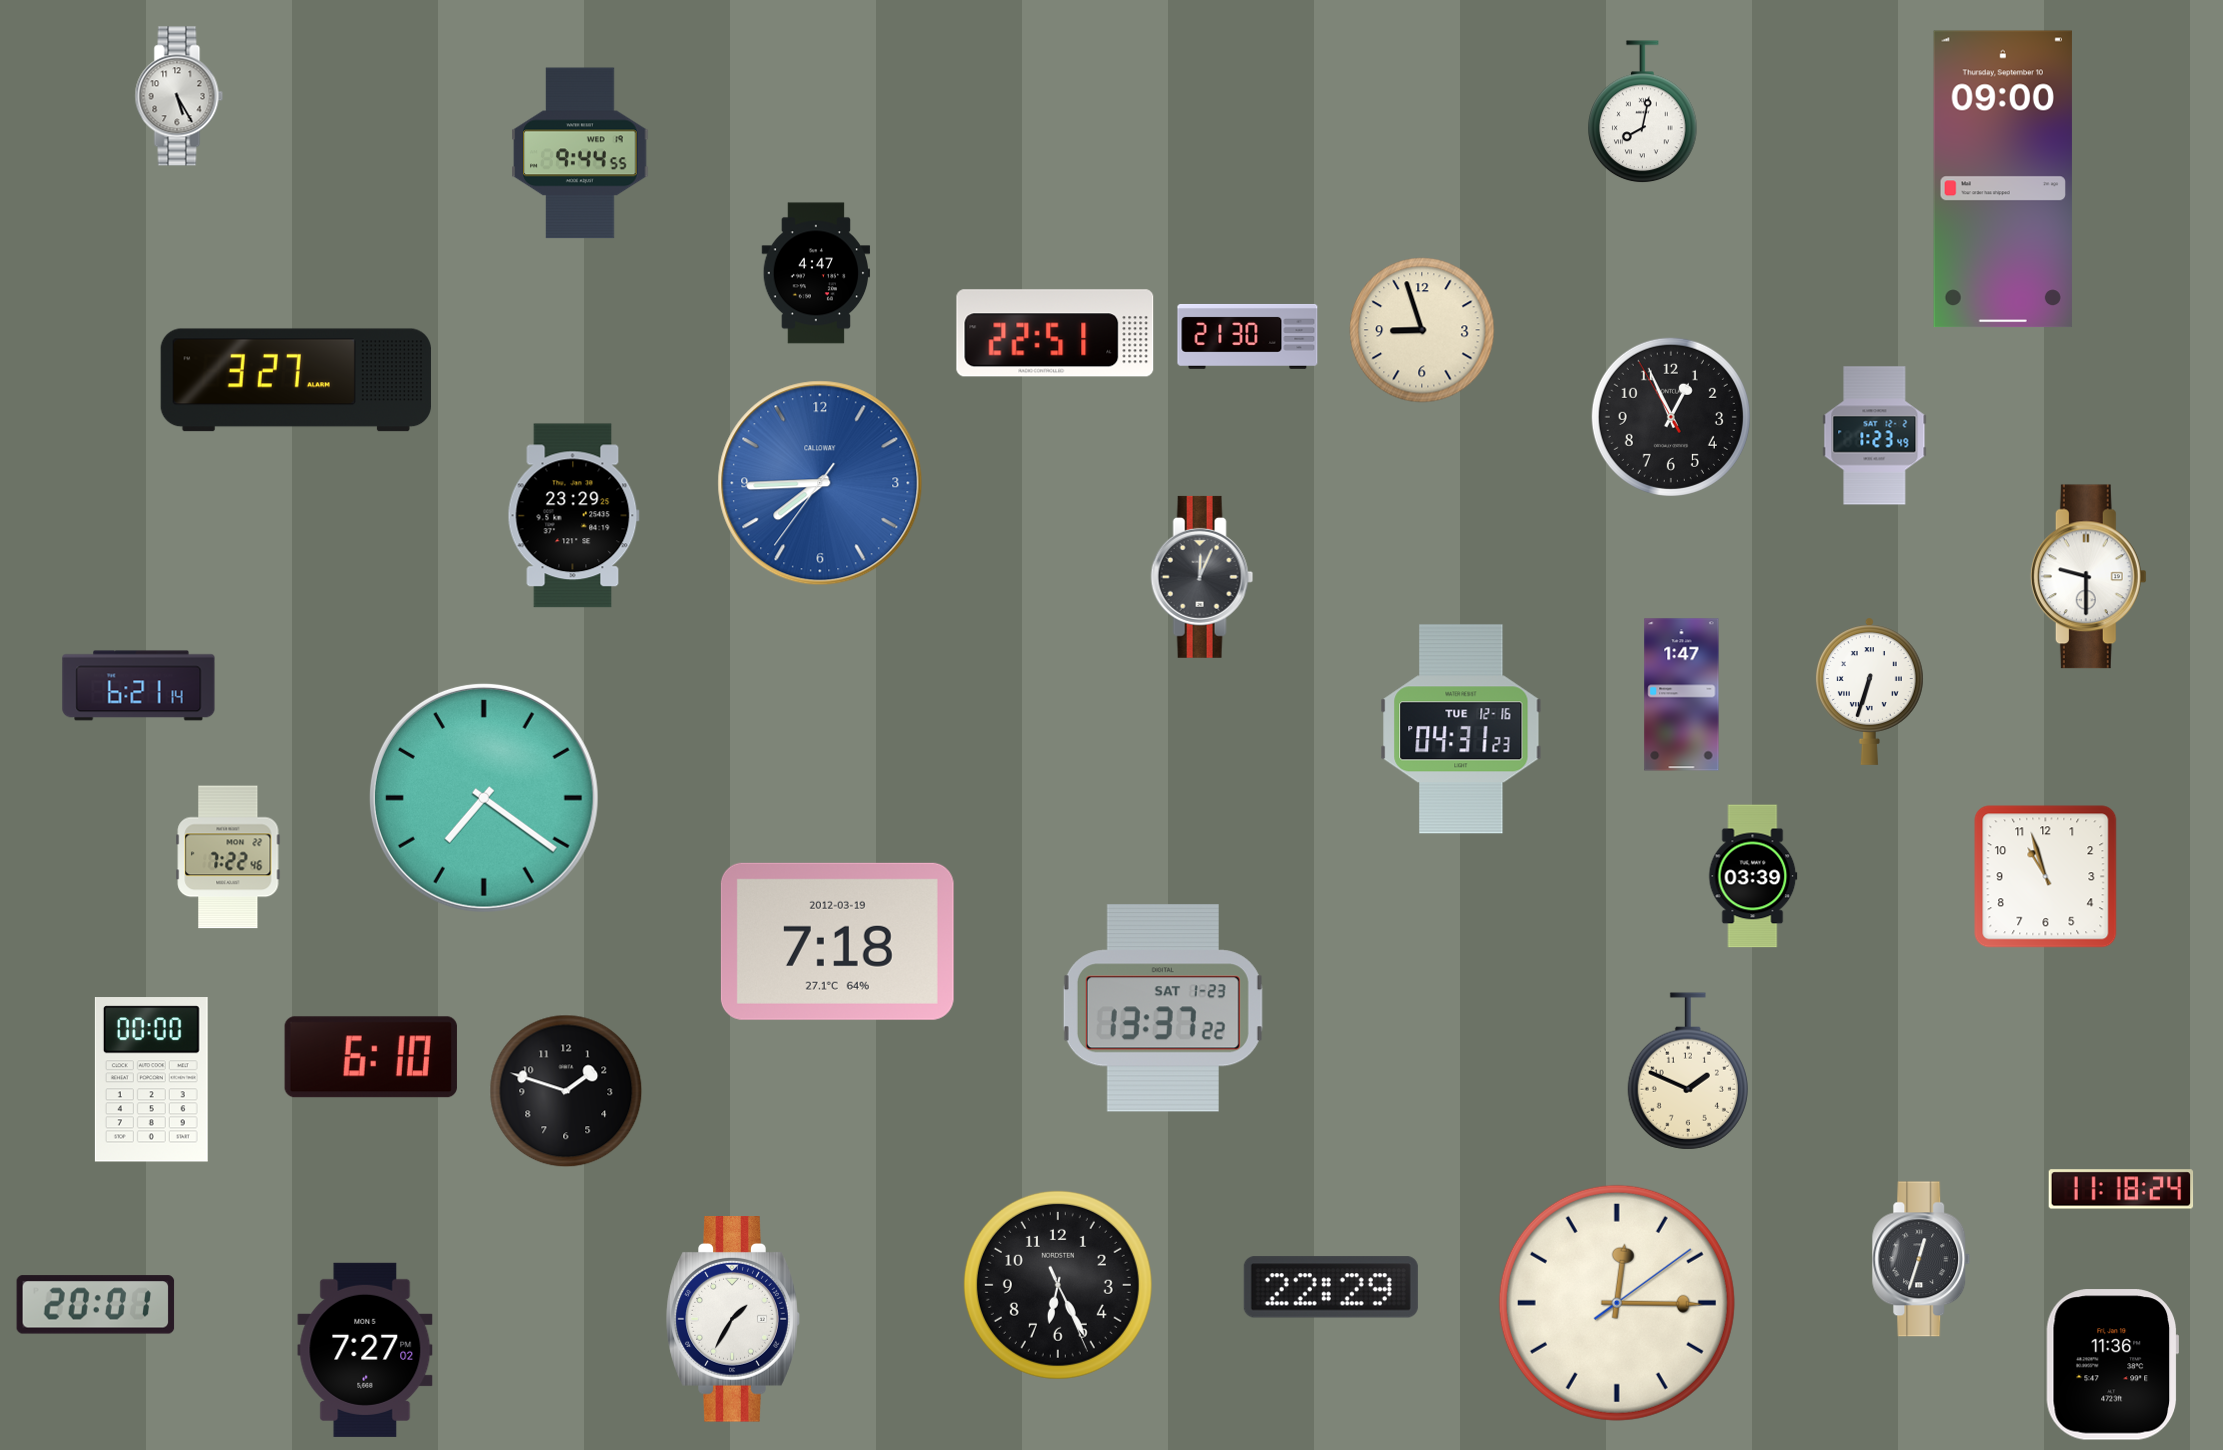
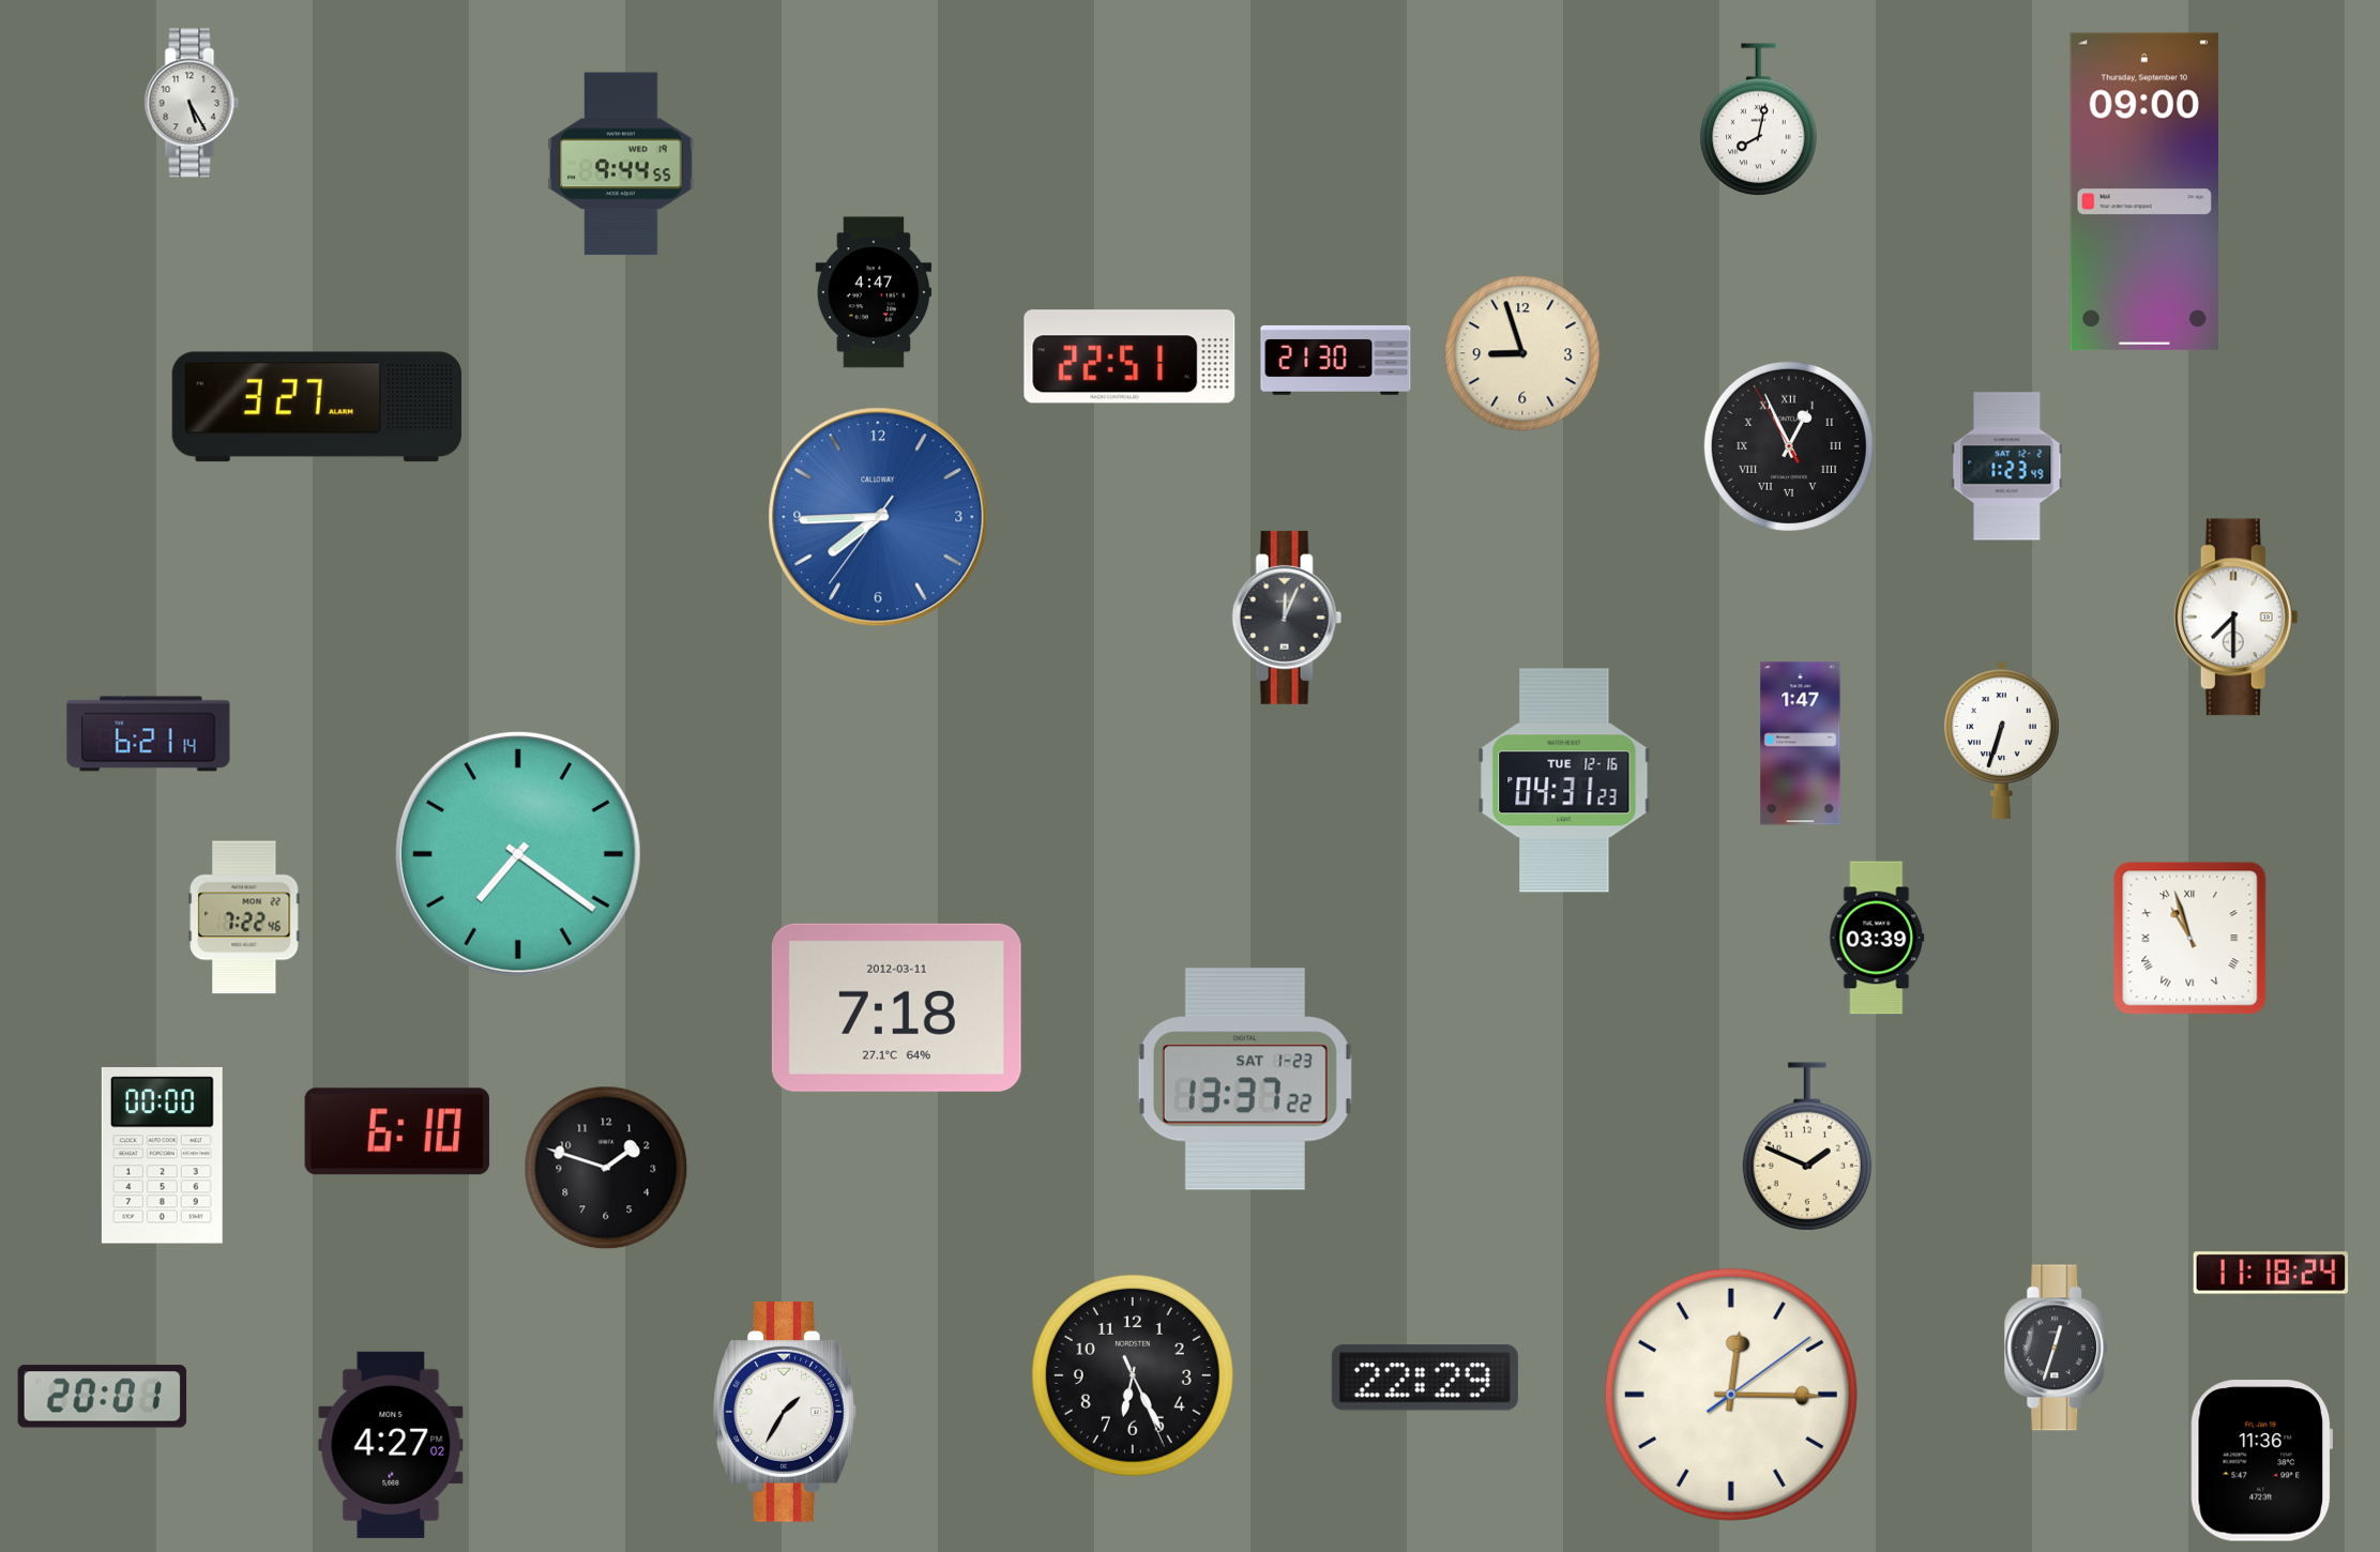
clock at (1671, 417) numerals: Arabic -> Roman
clock at (573, 516): 23:29 -> none
clock at (2088, 577): 9:30 -> 7:30
clock at (2046, 877) numerals: Arabic -> Roman
clock at (837, 941) date: 2012-03-19 -> 2012-03-11
clock at (365, 1350): 7:27 -> 4:27
